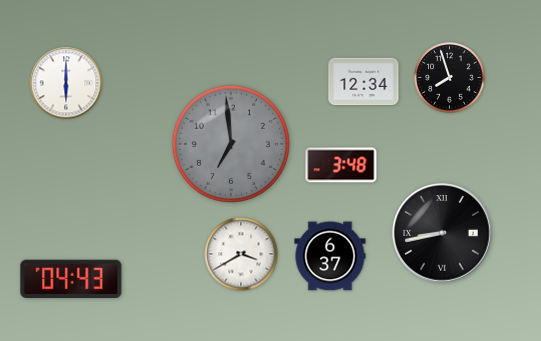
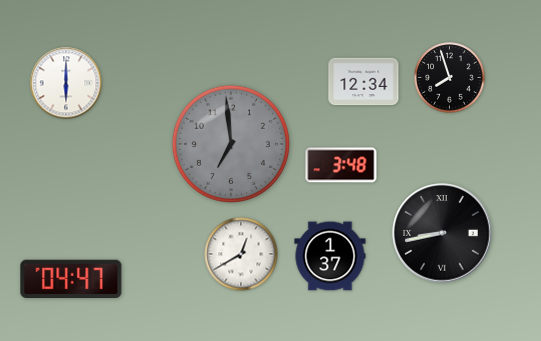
clock at (241, 254): 3:40 -> 12:40
clock at (330, 256): 6:37 -> 1:37
clock at (71, 278): 04:43 -> 04:47
